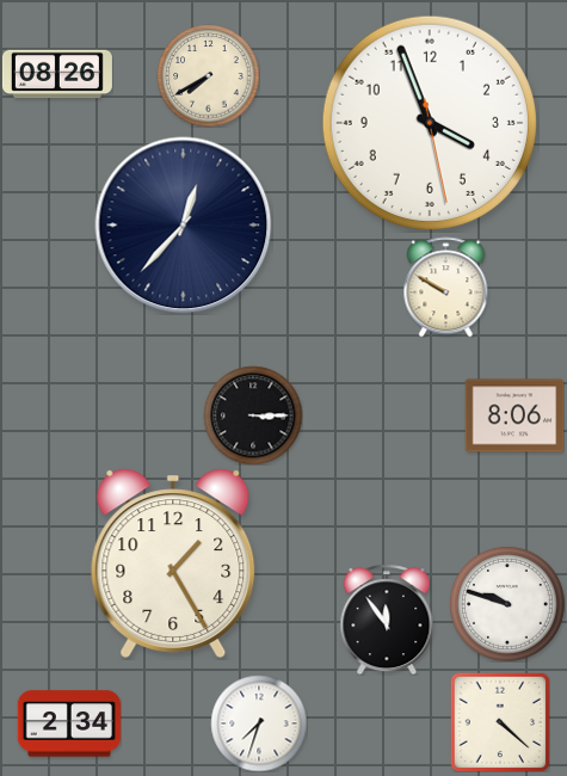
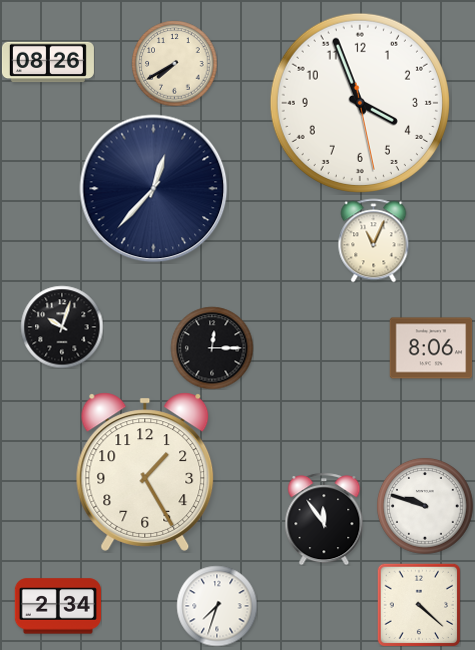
clock at (446, 287): 9:50 -> 11:04
clock at (62, 327): none -> 10:03
clock at (253, 415): 3:15 -> 12:15
